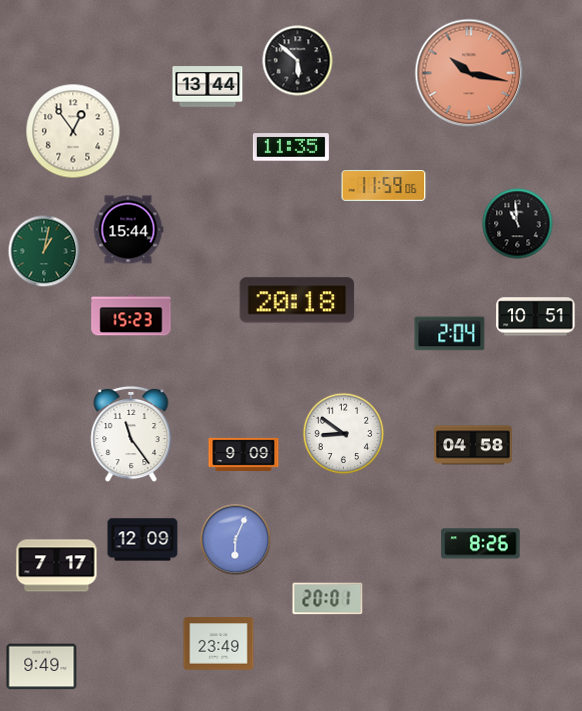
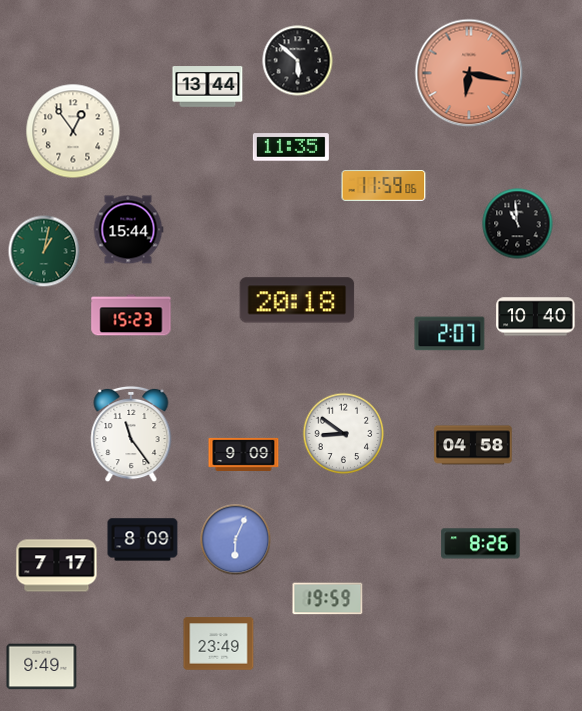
clock at (469, 73): 10:17 -> 6:17
clock at (536, 317): 10:51 -> 10:40
clock at (450, 334): 2:04 -> 2:07
clock at (143, 540): 12:09 -> 8:09
clock at (328, 599): 20:01 -> 19:59
